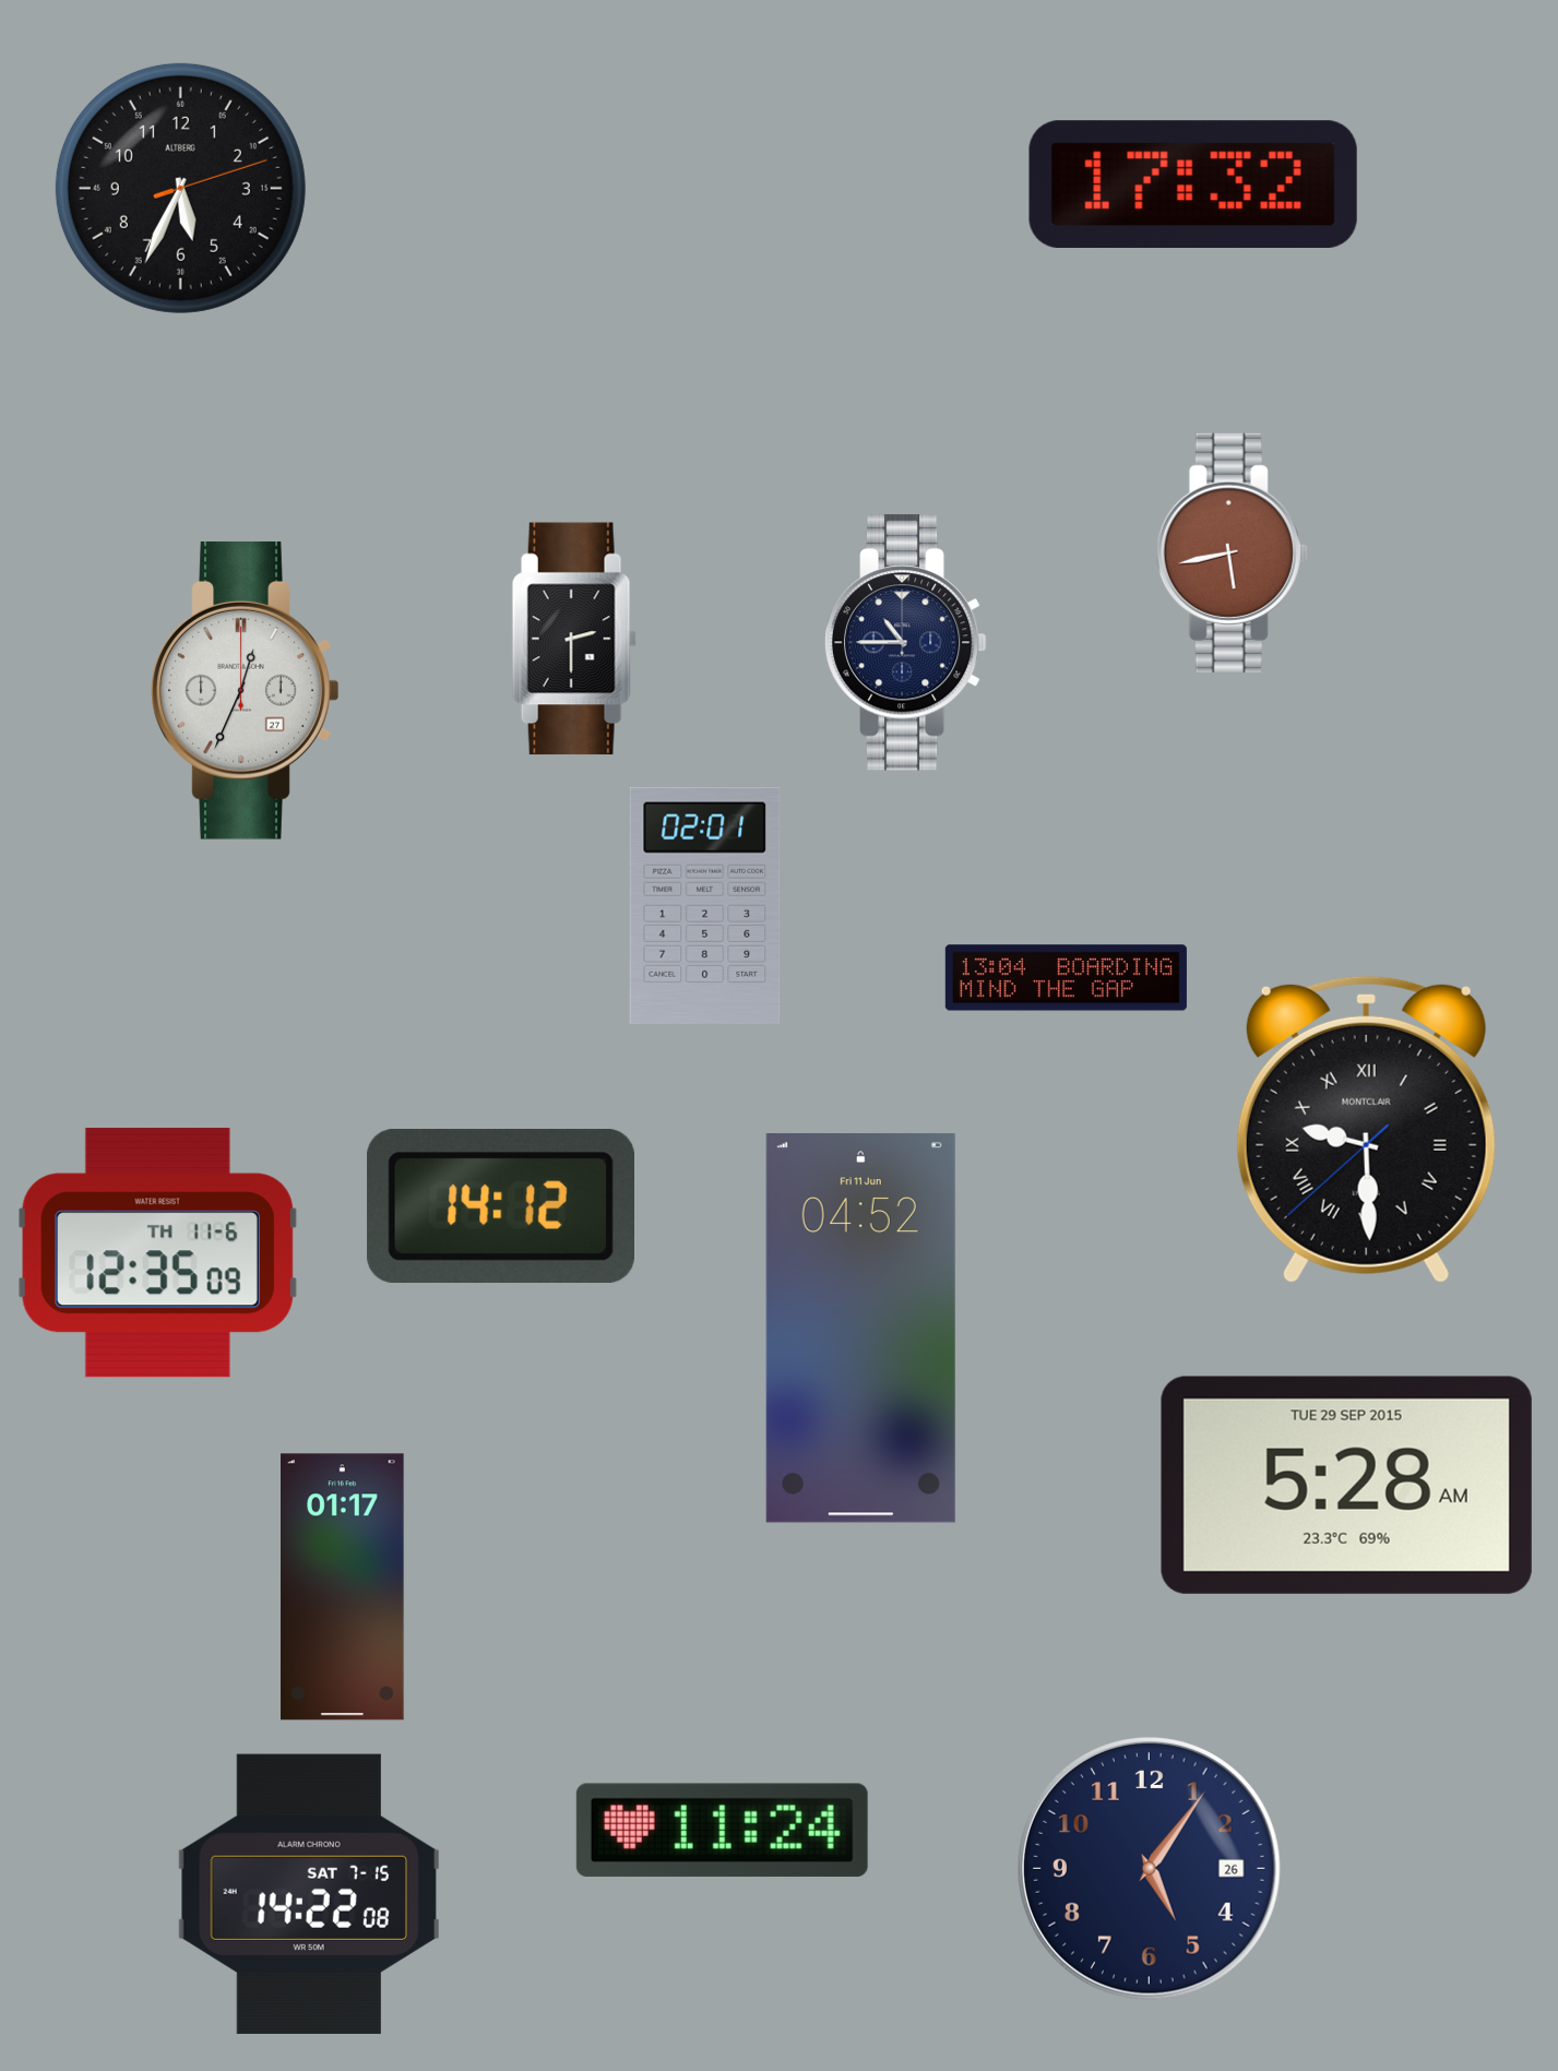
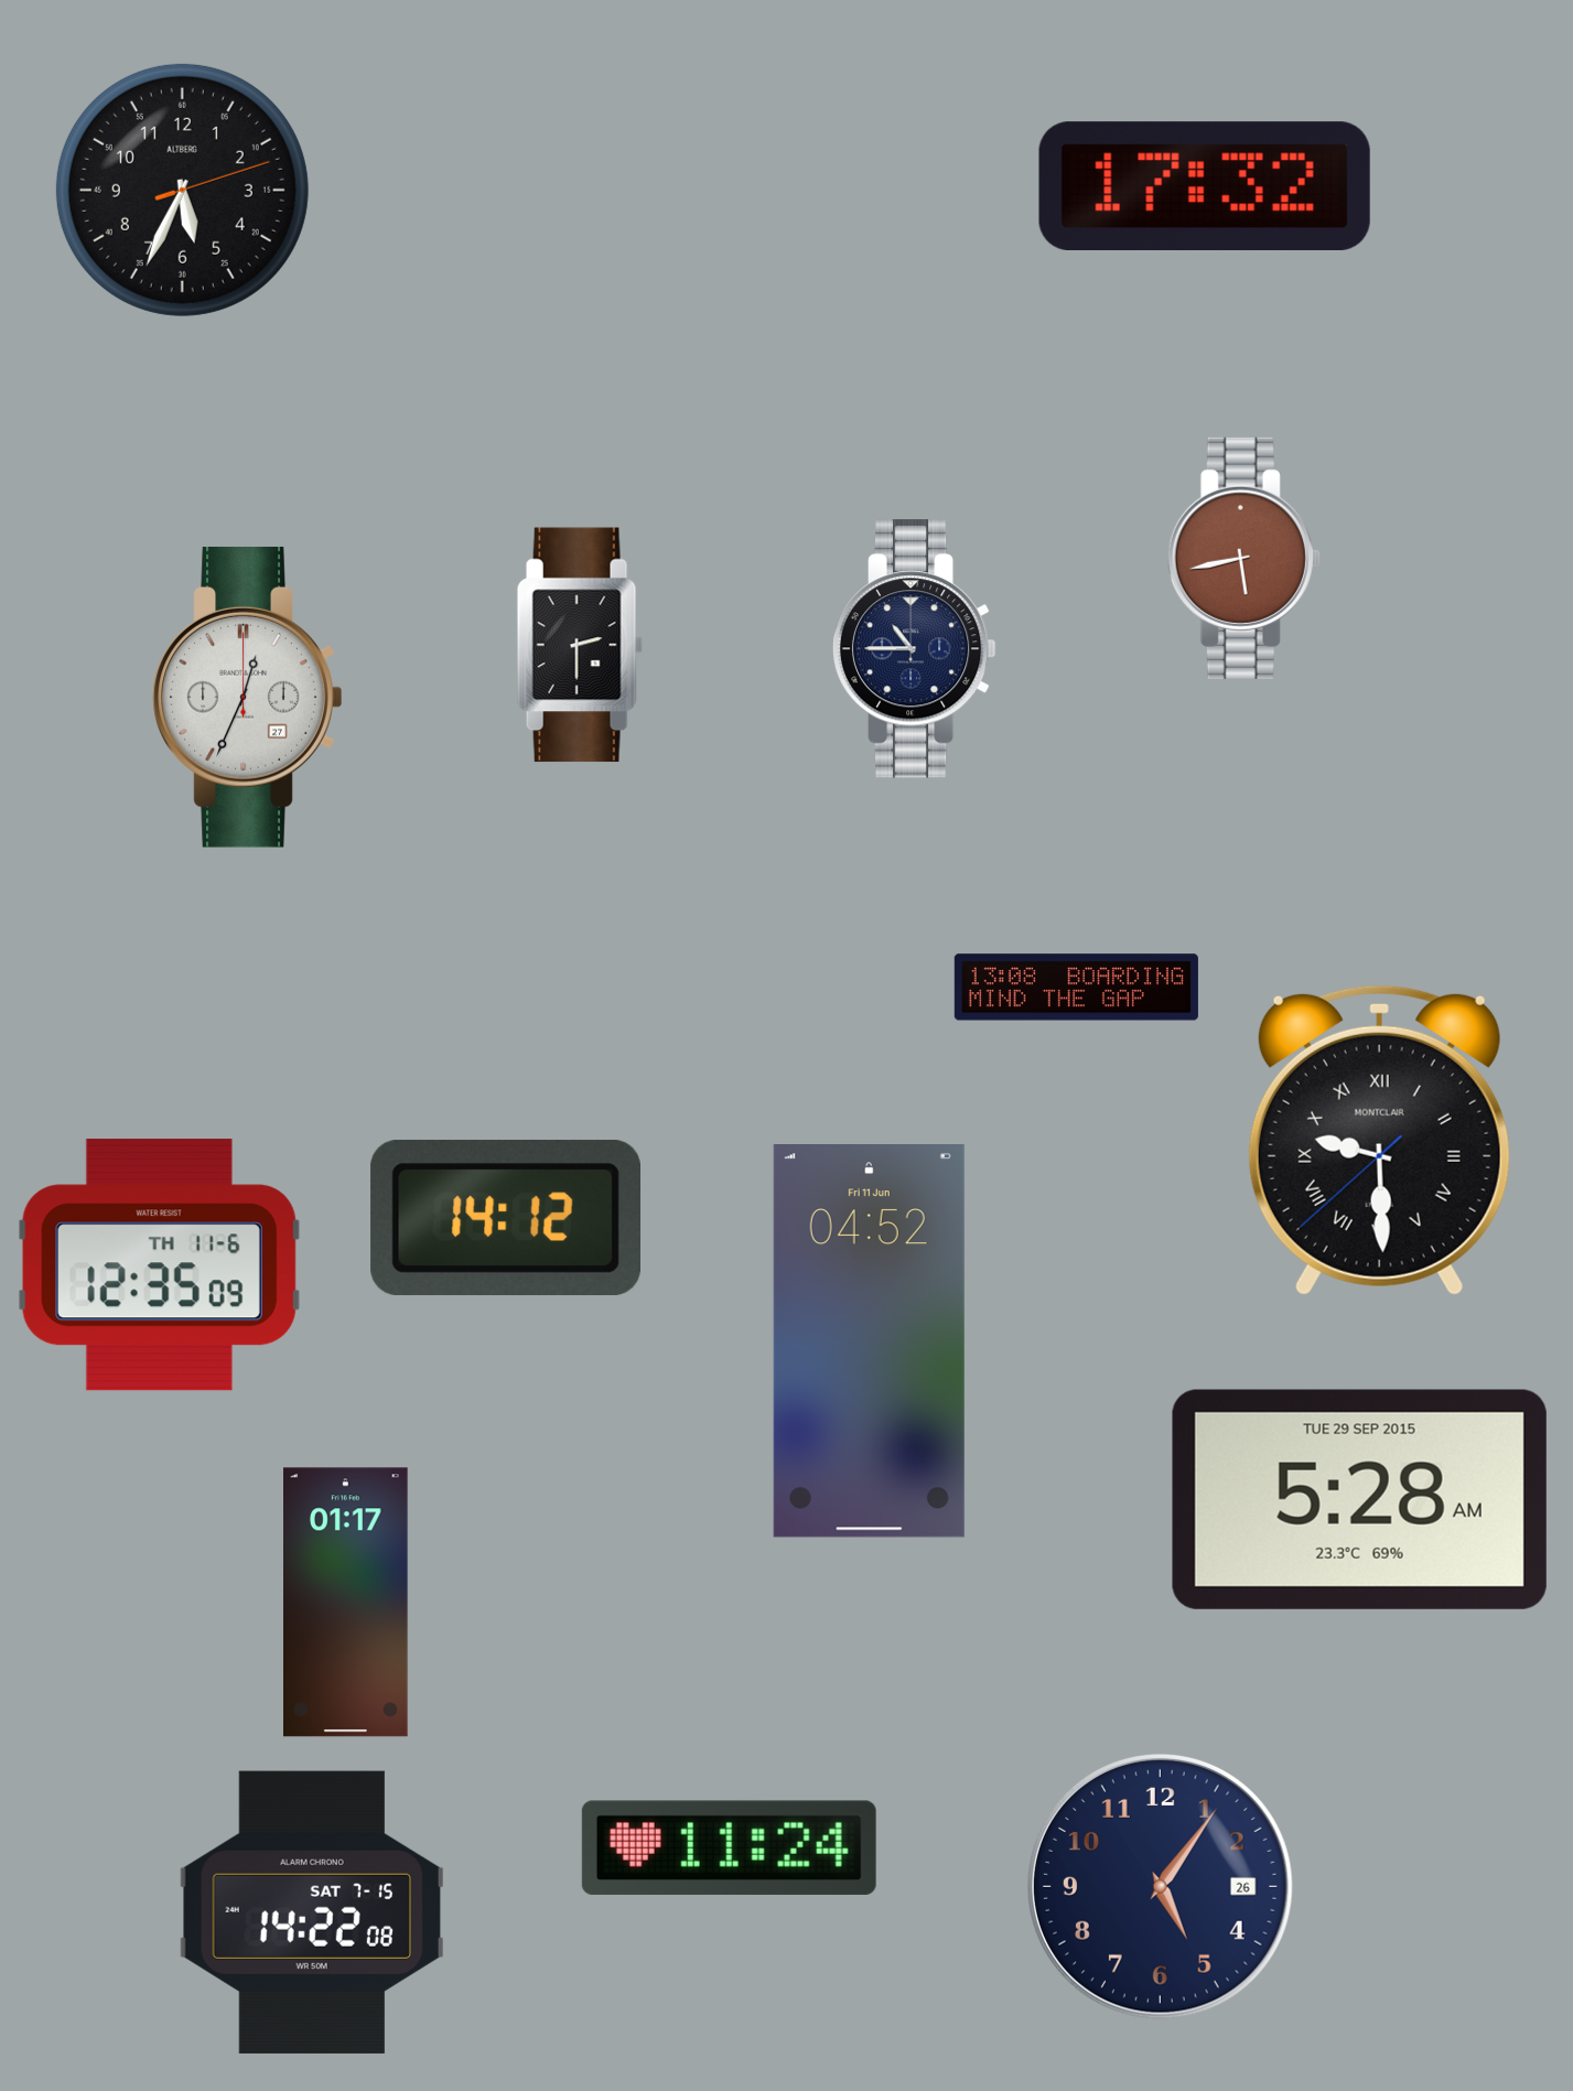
clock at (705, 905): 02:01 -> none
clock at (1066, 978): 13:04 -> 13:08
